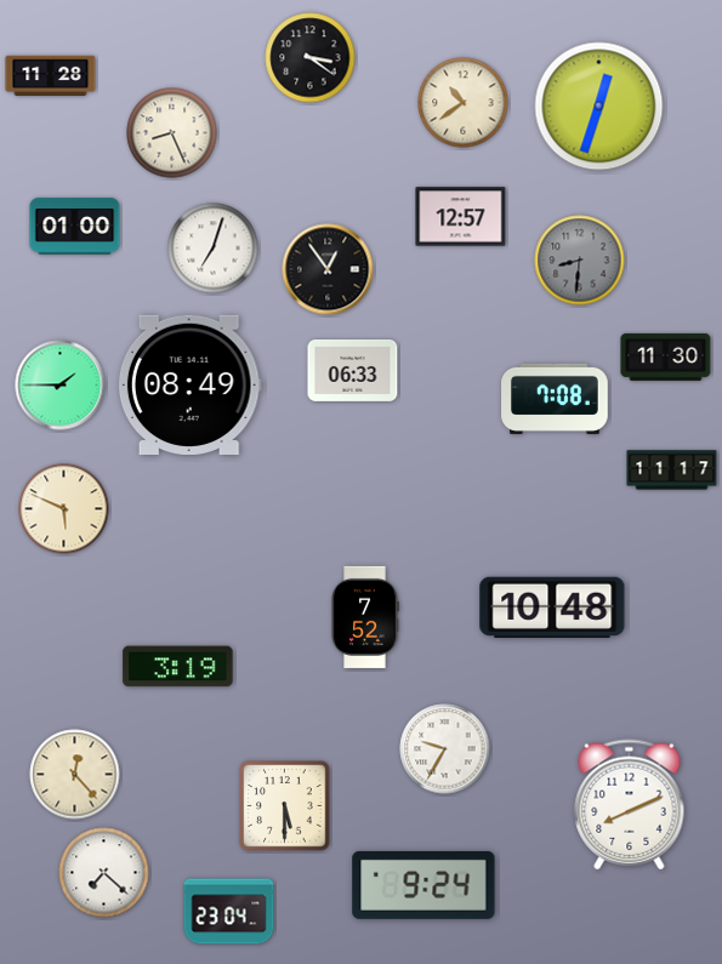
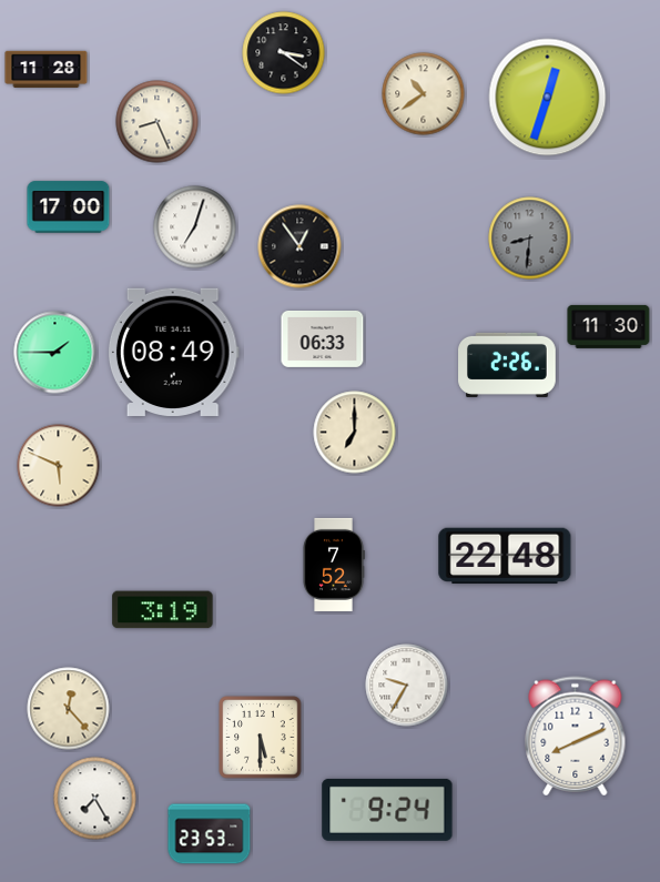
clock at (461, 217): 12:57 -> none
clock at (75, 227): 01:00 -> 17:00
clock at (555, 399): 7:08 -> 2:26
clock at (672, 470): 11:17 -> none
clock at (355, 433): none -> 7:00
clock at (552, 608): 10:48 -> 22:48
clock at (104, 873): 7:22 -> 7:25
clock at (229, 912): 23:04 -> 23:53
